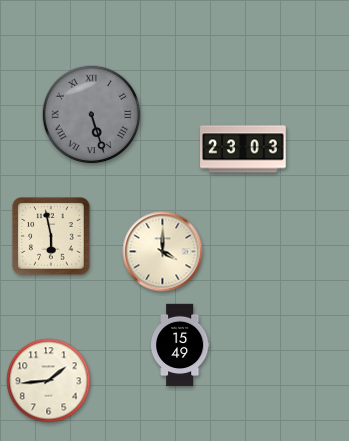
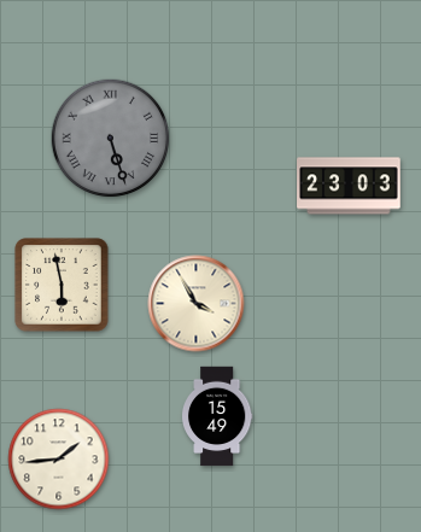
clock at (243, 149) position: (243, 149) -> (349, 186)
clock at (163, 252): 4:00 -> 3:55
